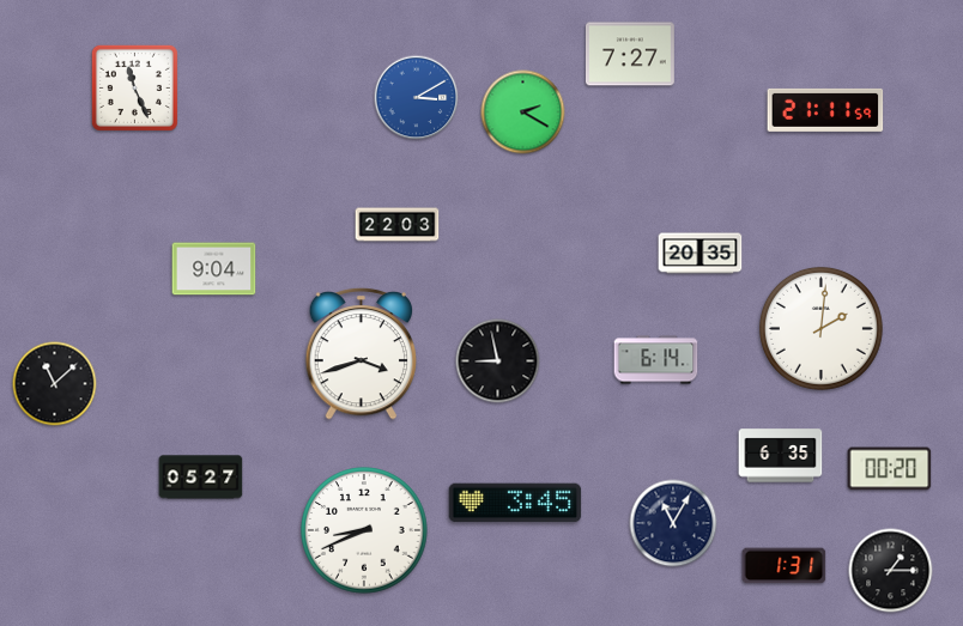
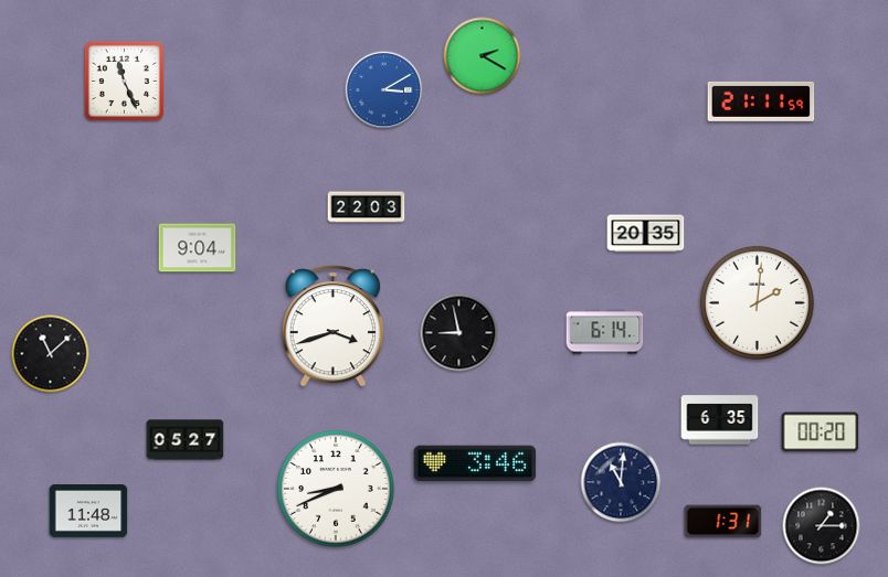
clock at (630, 54): 7:27 -> none
clock at (523, 113) position: (523, 113) -> (483, 56)
clock at (515, 503): 3:45 -> 3:46
clock at (673, 523): 11:05 -> 11:01
clock at (88, 512): none -> 11:48
